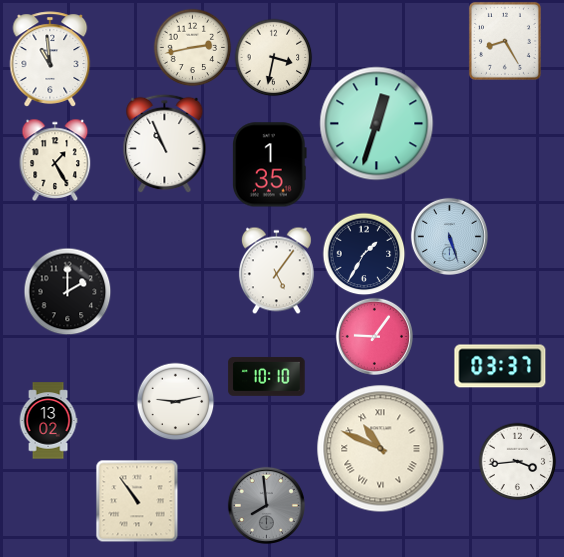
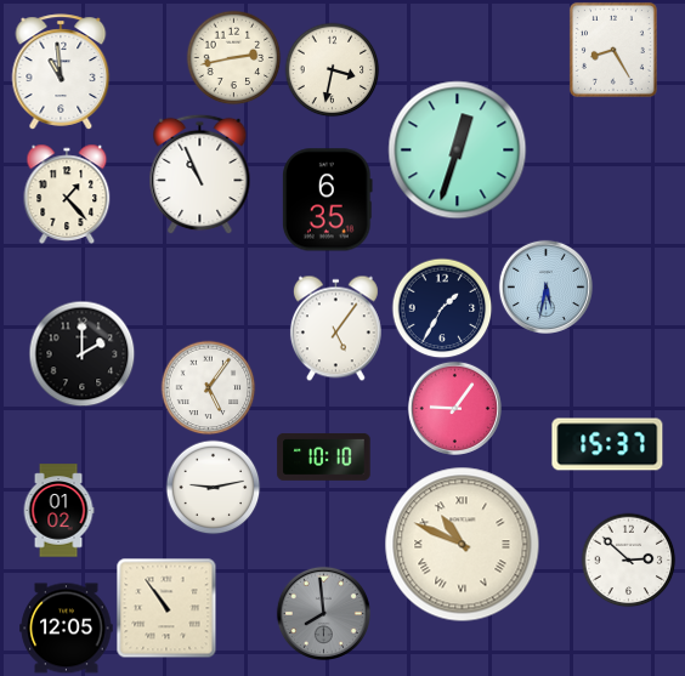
clock at (55, 159): 1:25 -> 1:23
clock at (270, 165): 1:35 -> 6:35
clock at (449, 236): 5:27 -> 5:32
clock at (208, 387): none -> 5:06
clock at (500, 366): 03:37 -> 15:37
clock at (48, 421): 13:02 -> 01:02
clock at (517, 461): 3:44 -> 2:52
clock at (67, 629): none -> 12:05
